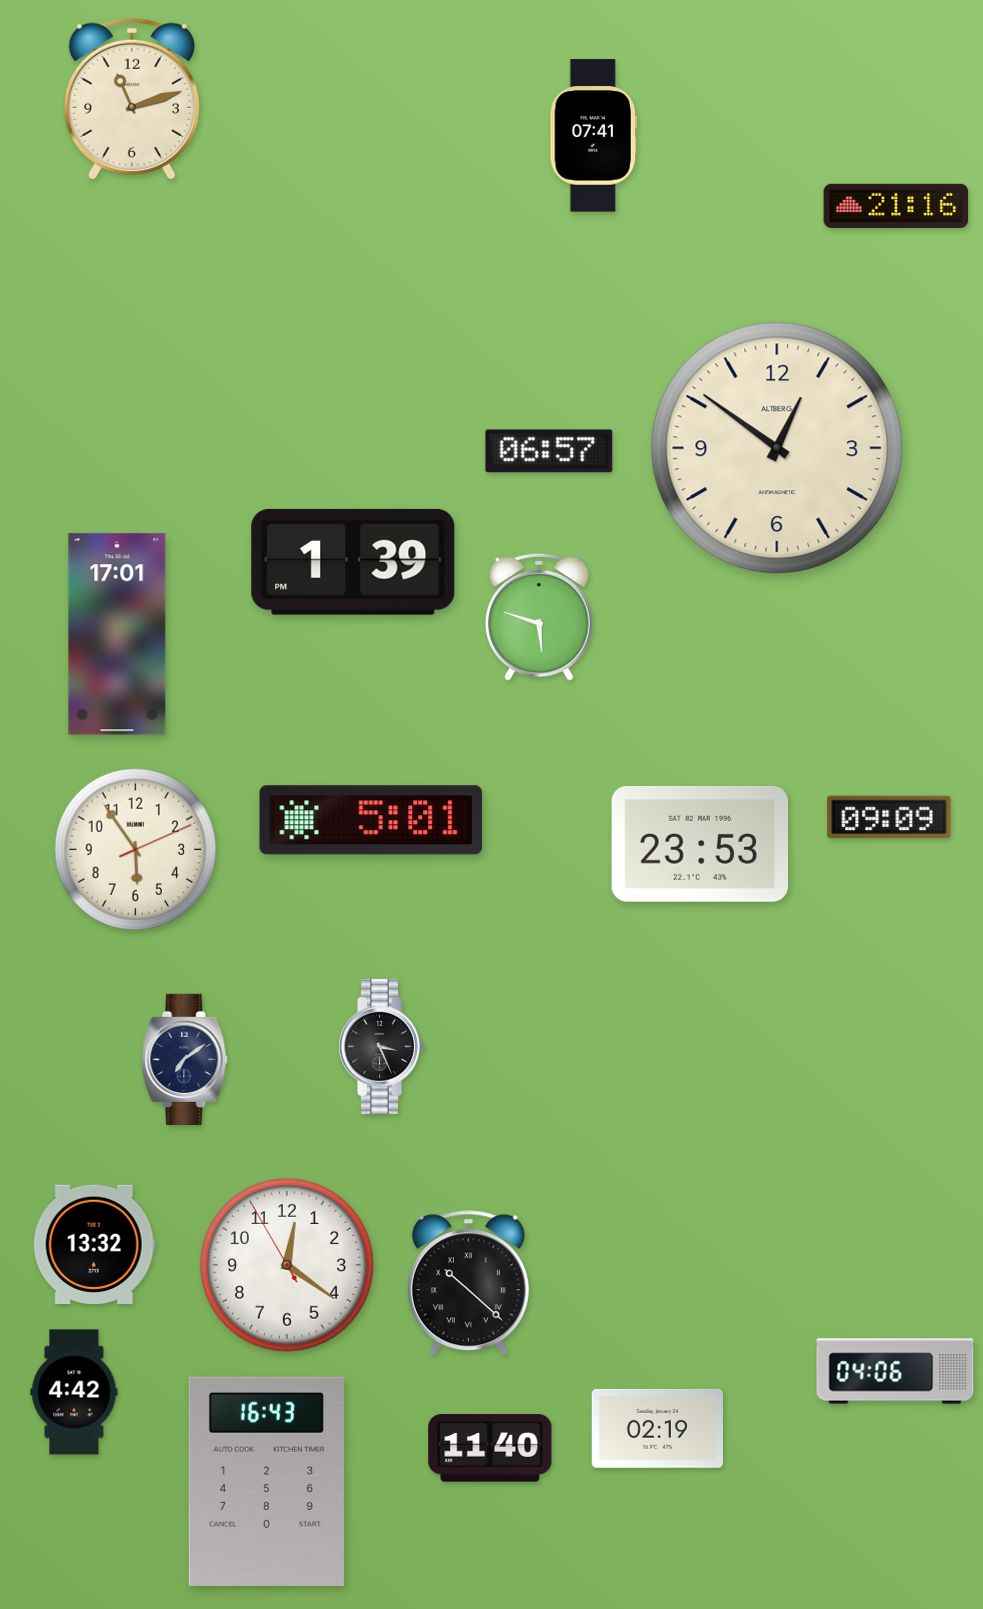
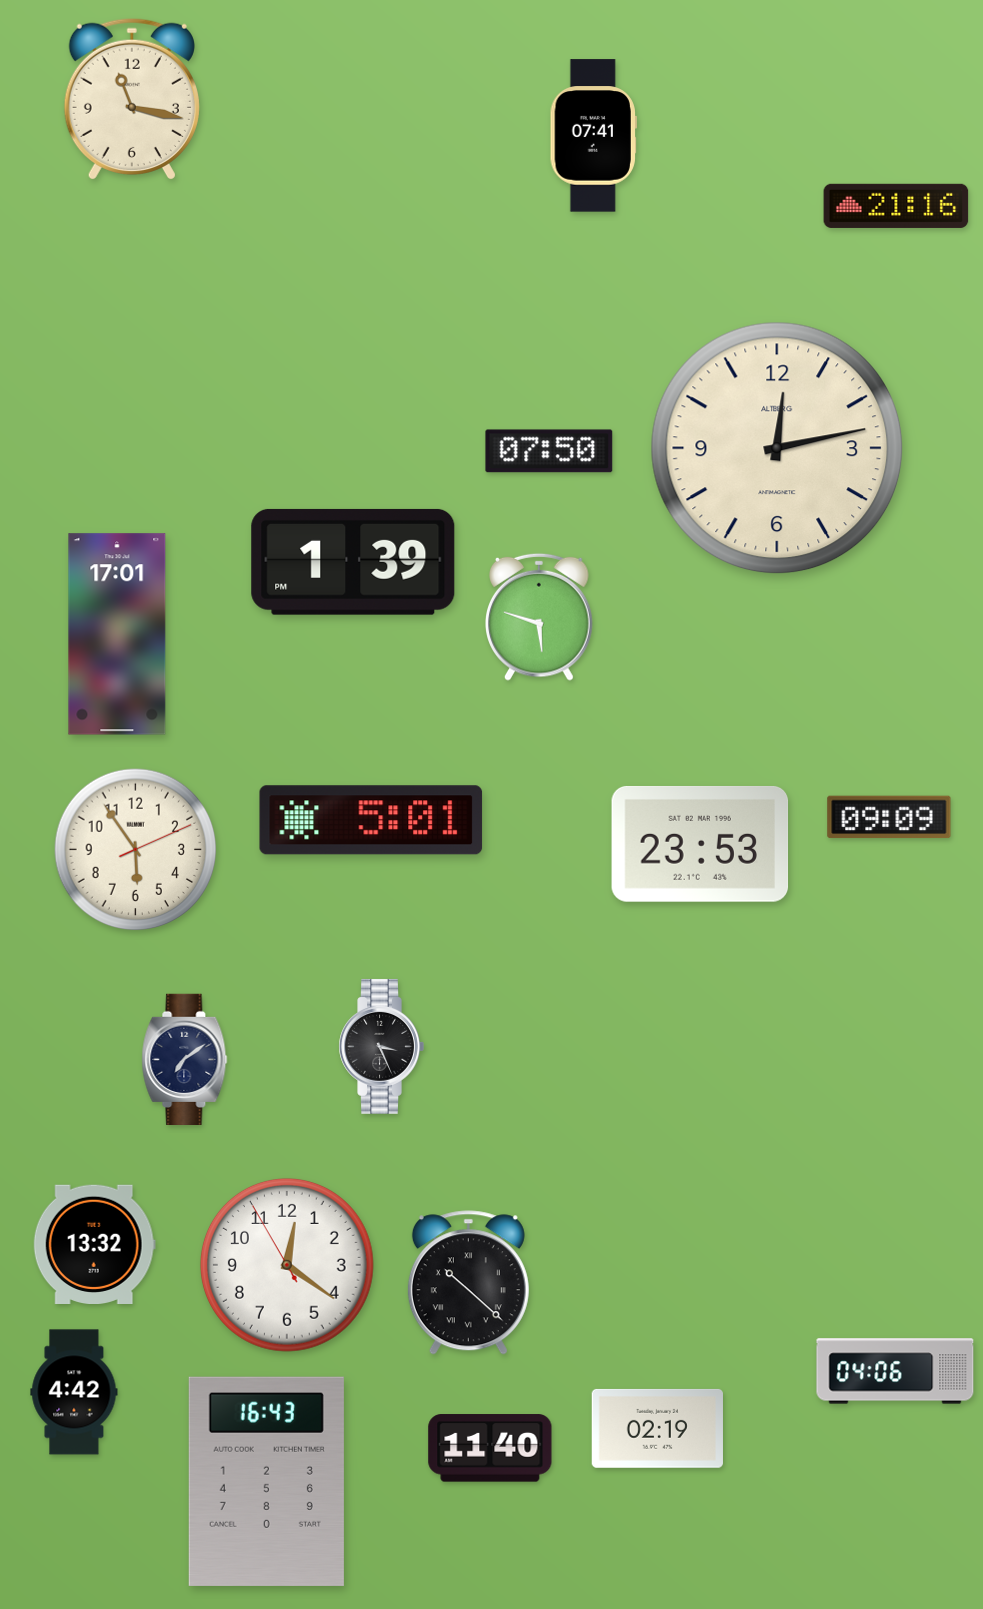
clock at (132, 98): 11:12 -> 11:17
clock at (777, 448): 12:51 -> 12:13
clock at (549, 451): 06:57 -> 07:50
